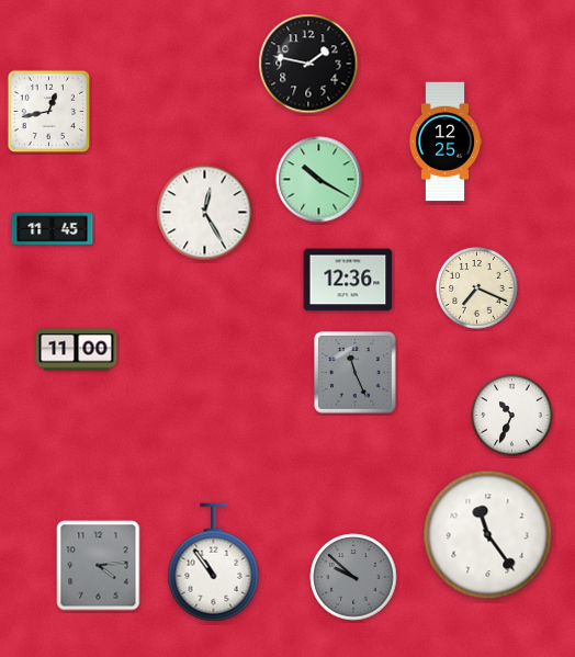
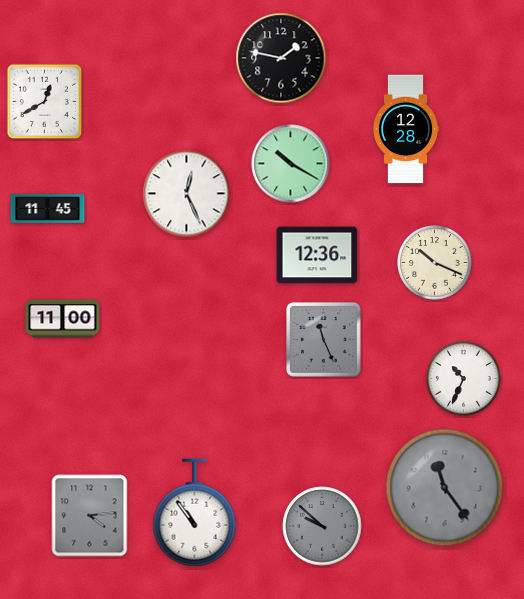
clock at (49, 112): 12:43 -> 12:40
clock at (446, 141): 12:25 -> 12:28
clock at (205, 213): 12:25 -> 12:26
clock at (477, 288): 7:19 -> 10:19
clock at (77, 350) position: (77, 350) -> (63, 319)
clock at (512, 416) position: (512, 416) -> (464, 379)
clock at (488, 535) dial: white -> grey
